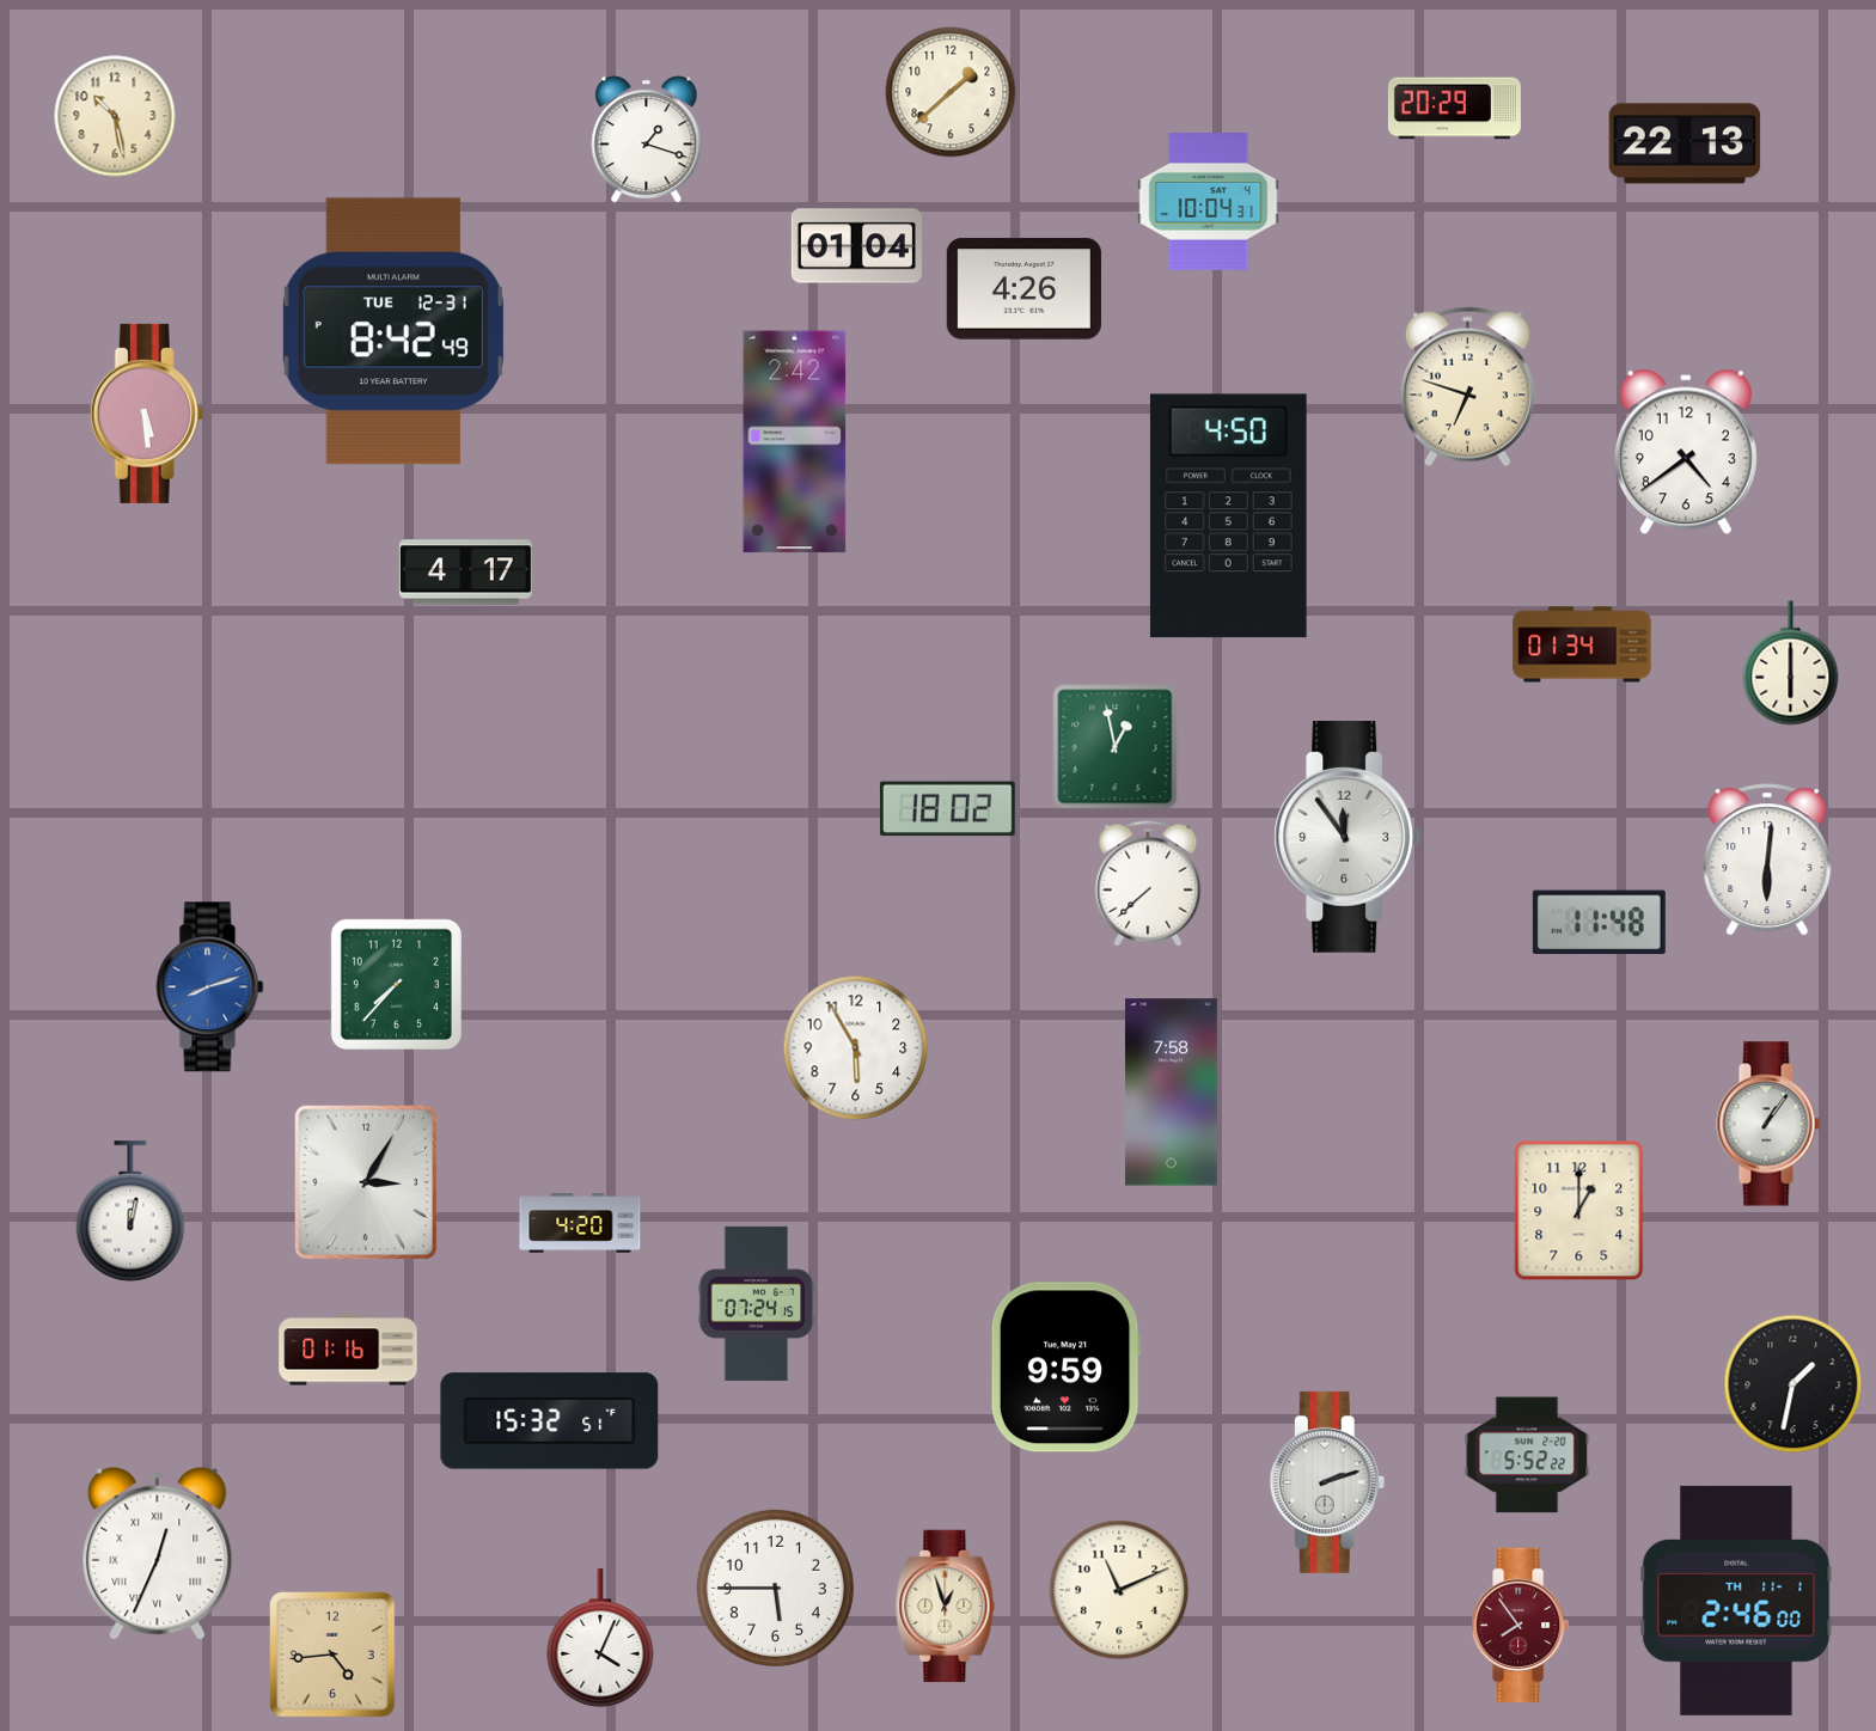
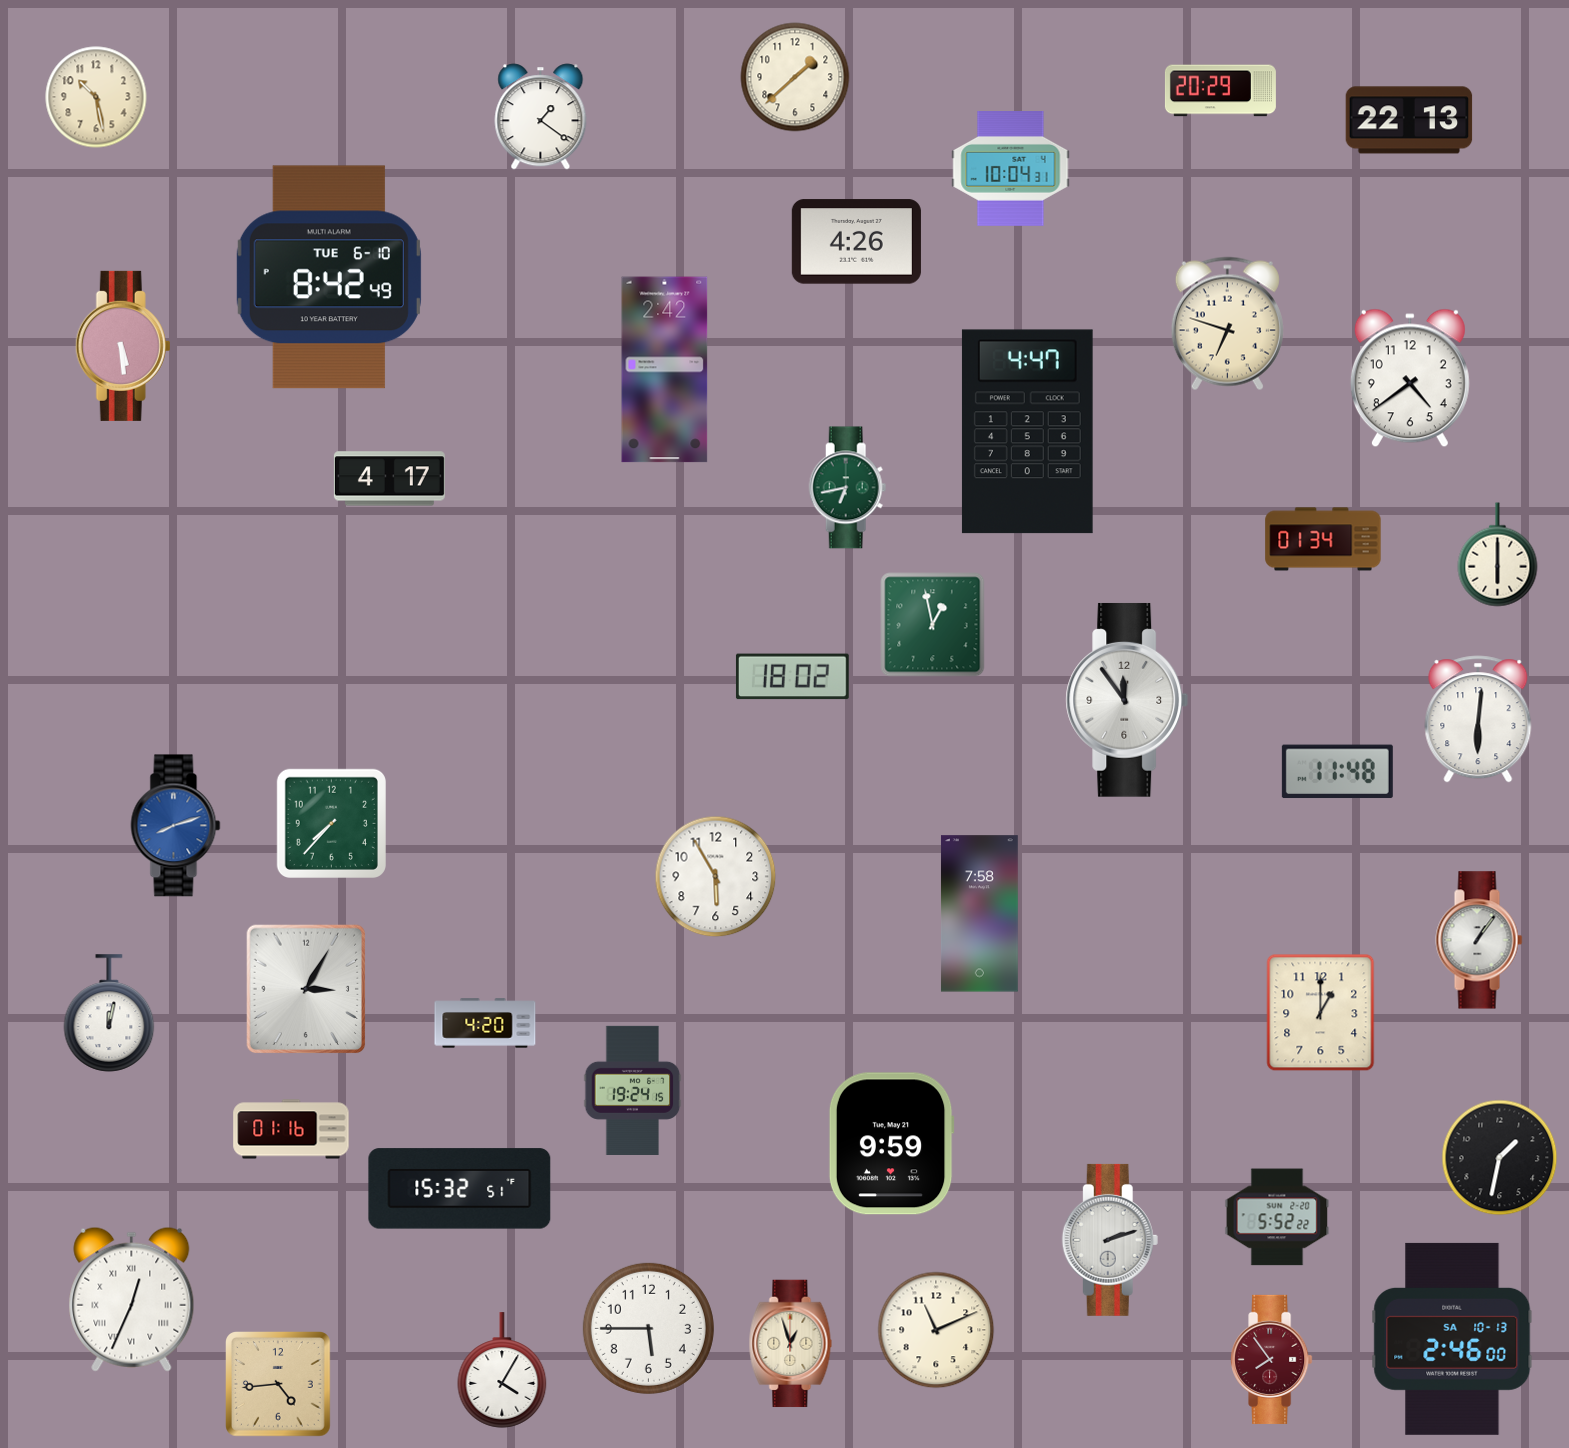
clock at (1454, 109) position: (1454, 109) -> (1220, 91)
clock at (647, 140): 1:18 -> 1:21
clock at (856, 246): 01:04 -> none
clock at (393, 331) date: TUE 12-31 -> TUE 6-10
clock at (1228, 516): 4:50 -> 4:47
clock at (848, 488): none -> 6:43
clock at (1148, 883): 7:38 -> none
clock at (757, 1303): 07:24 -> 19:24
clock at (1736, 1601) date: TH 11-1 -> SA 10-13
clock at (600, 1638): 4:04 -> 4:05
